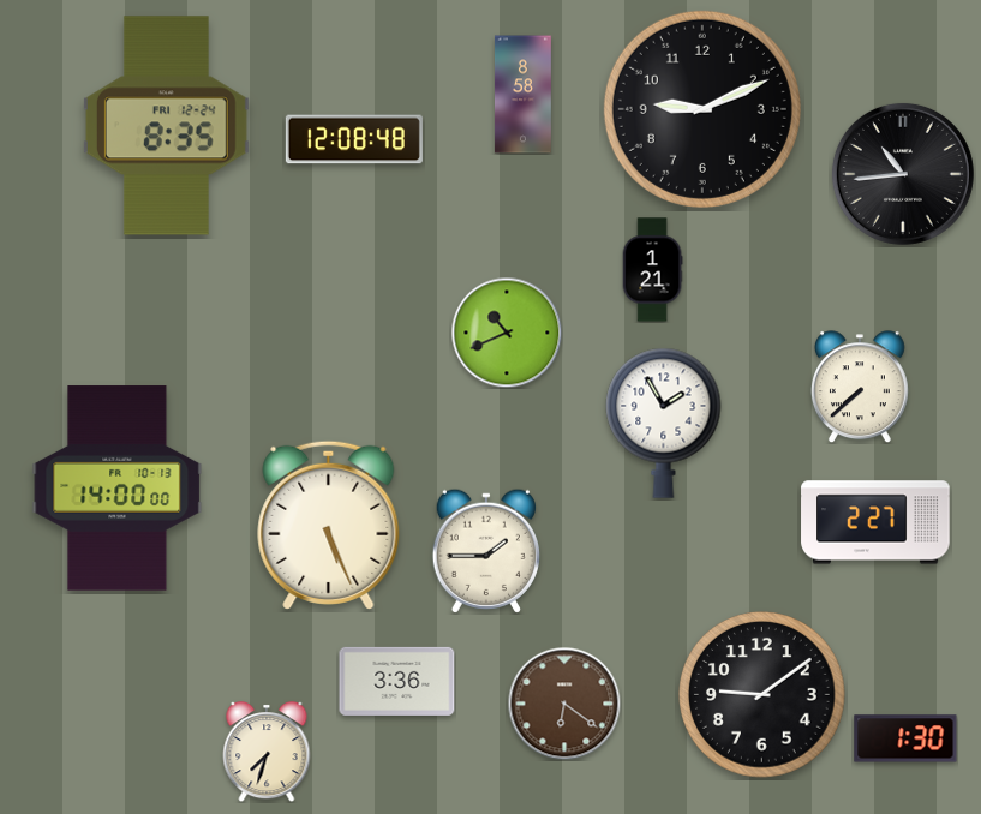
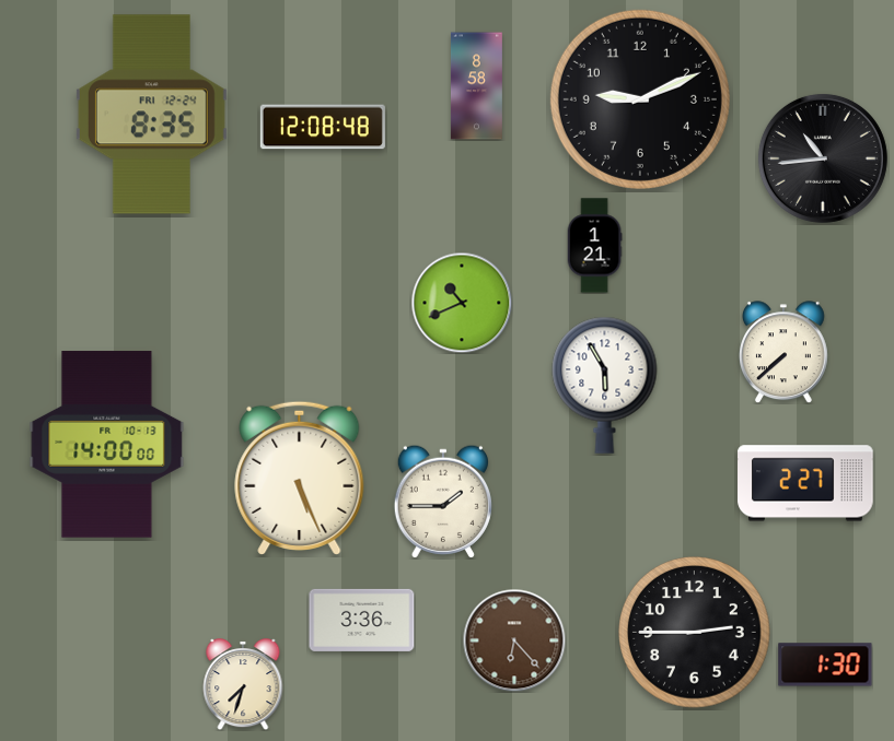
clock at (664, 423): 1:55 -> 5:55
clock at (875, 522) position: (875, 522) -> (805, 483)
clock at (762, 695): 9:09 -> 2:45
clock at (564, 704): 6:21 -> 6:23
clock at (905, 738) position: (905, 738) -> (825, 664)
